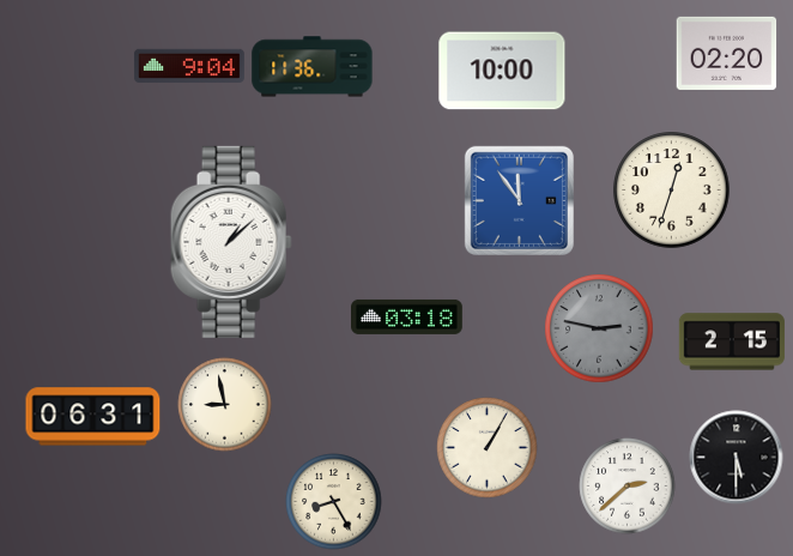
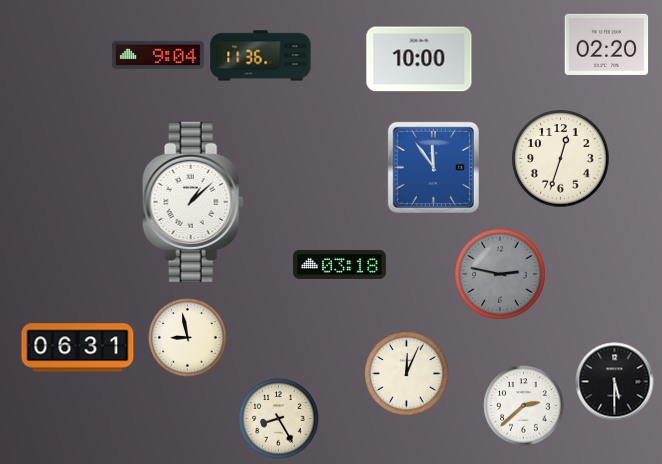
clock at (732, 342): 2:15 -> none
clock at (488, 448): 1:05 -> 12:04
